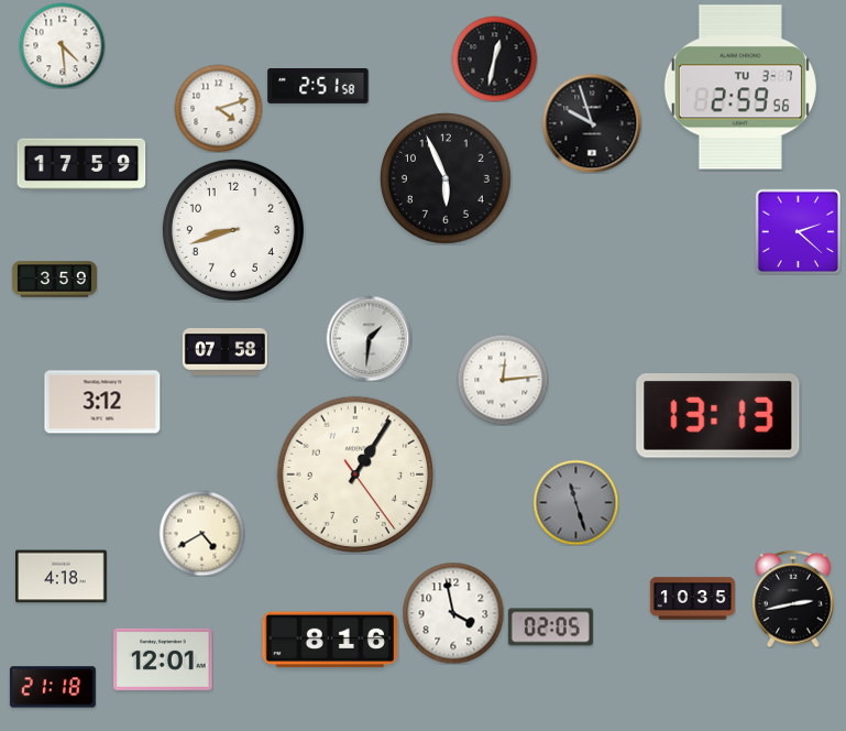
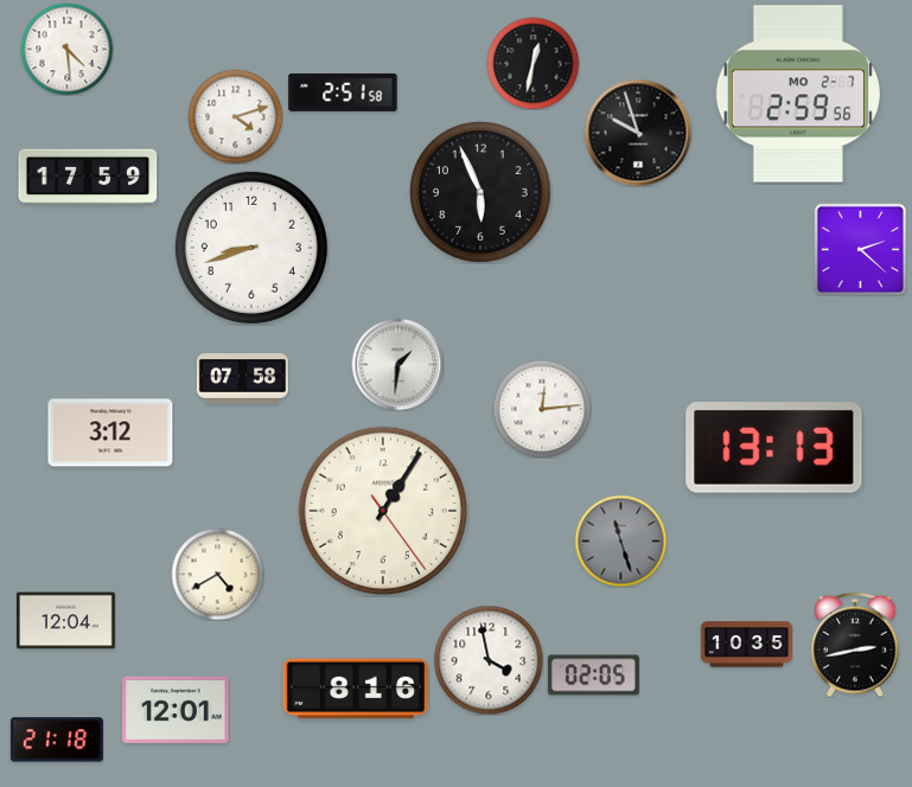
clock at (740, 87) date: TU 3-7 -> MO 2-7
clock at (54, 280): 3:59 -> none
clock at (62, 577): 4:18 -> 12:04
